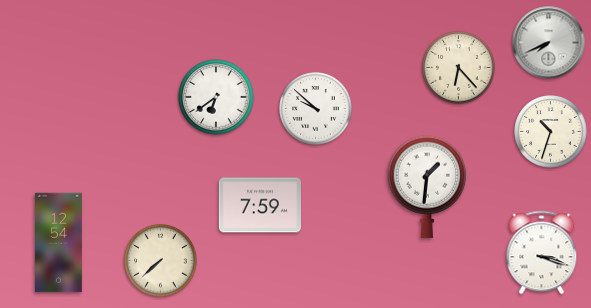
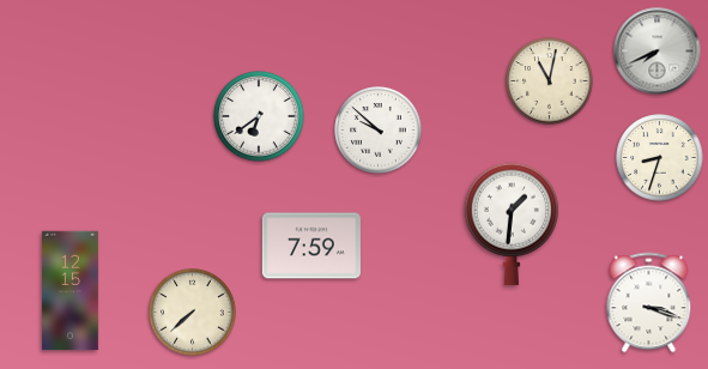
clock at (459, 68): 6:23 -> 11:02
clock at (551, 132): 10:33 -> 8:33
clock at (58, 243): 12:54 -> 12:15
